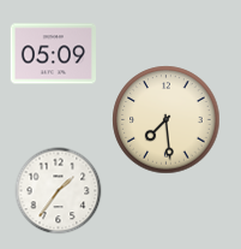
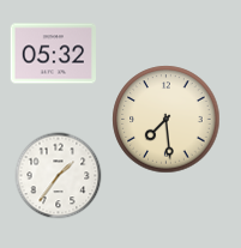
clock at (53, 54): 05:09 -> 05:32
clock at (59, 191) position: (59, 191) -> (59, 176)
